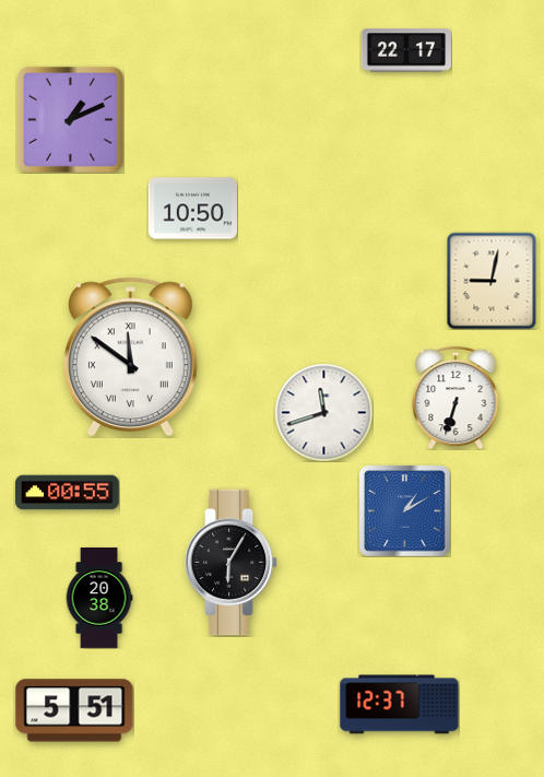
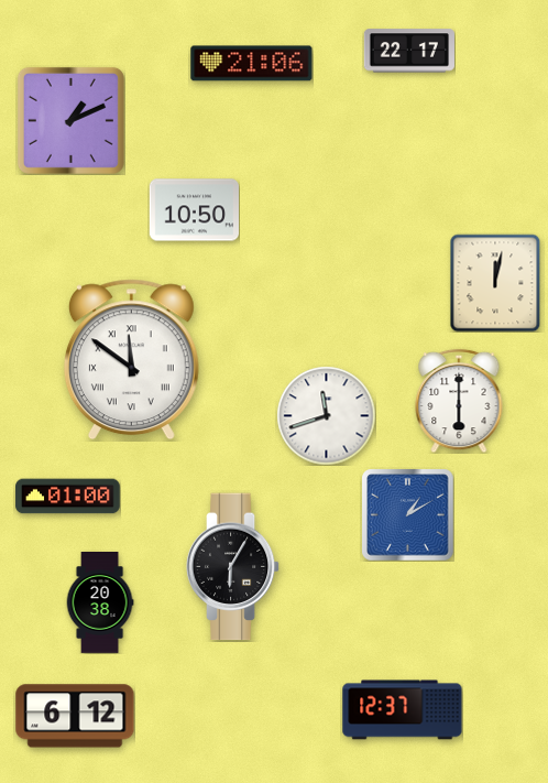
clock at (252, 64): none -> 21:06
clock at (492, 281): 9:02 -> 12:02
clock at (456, 398): 6:33 -> 6:00
clock at (68, 493): 00:55 -> 01:00
clock at (74, 710): 5:51 -> 6:12
